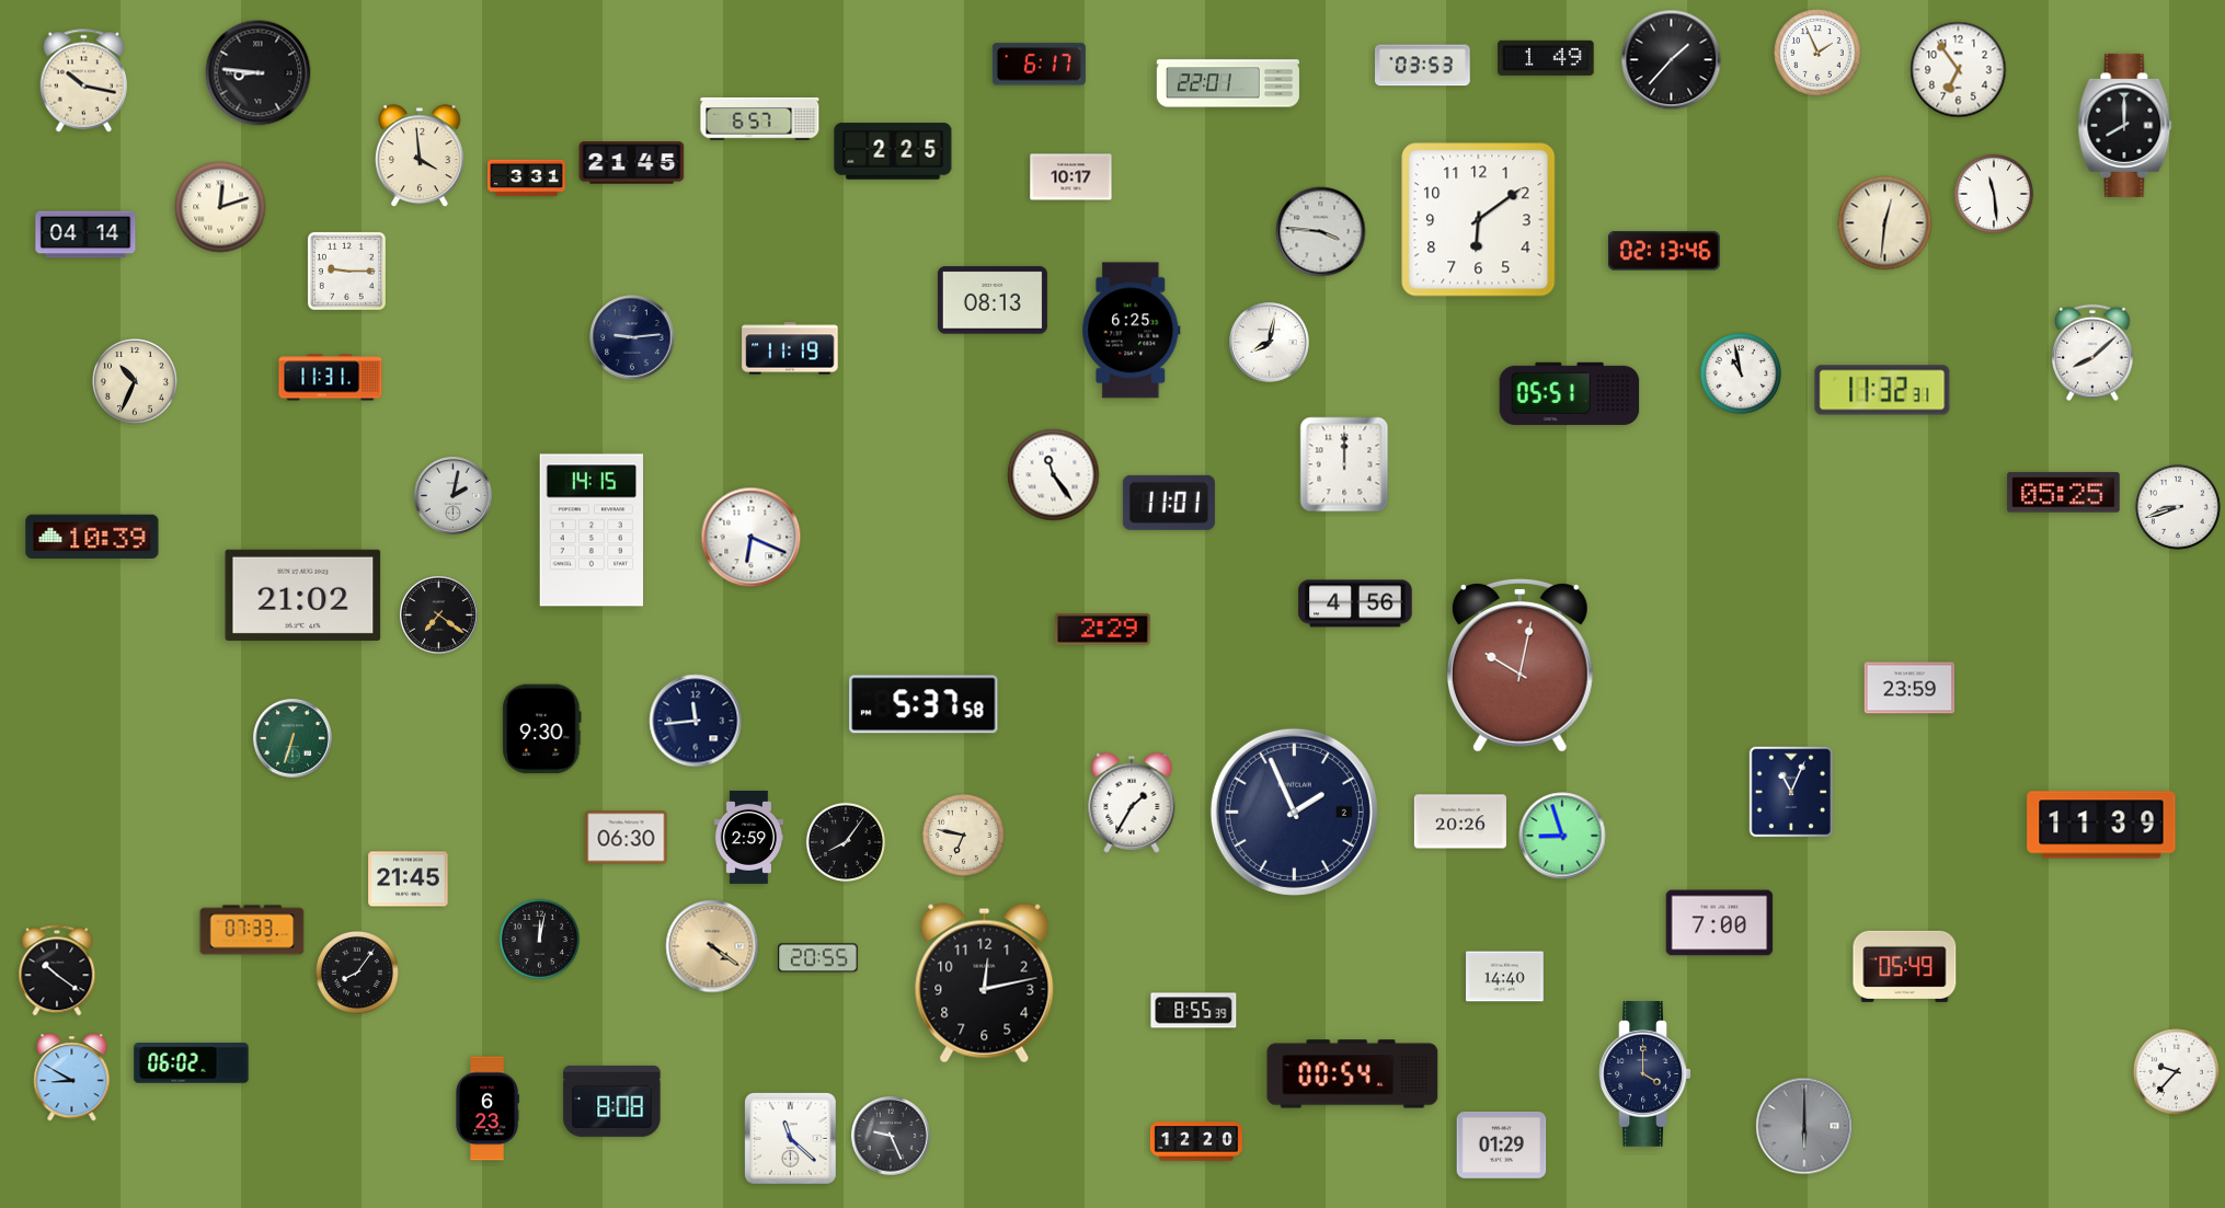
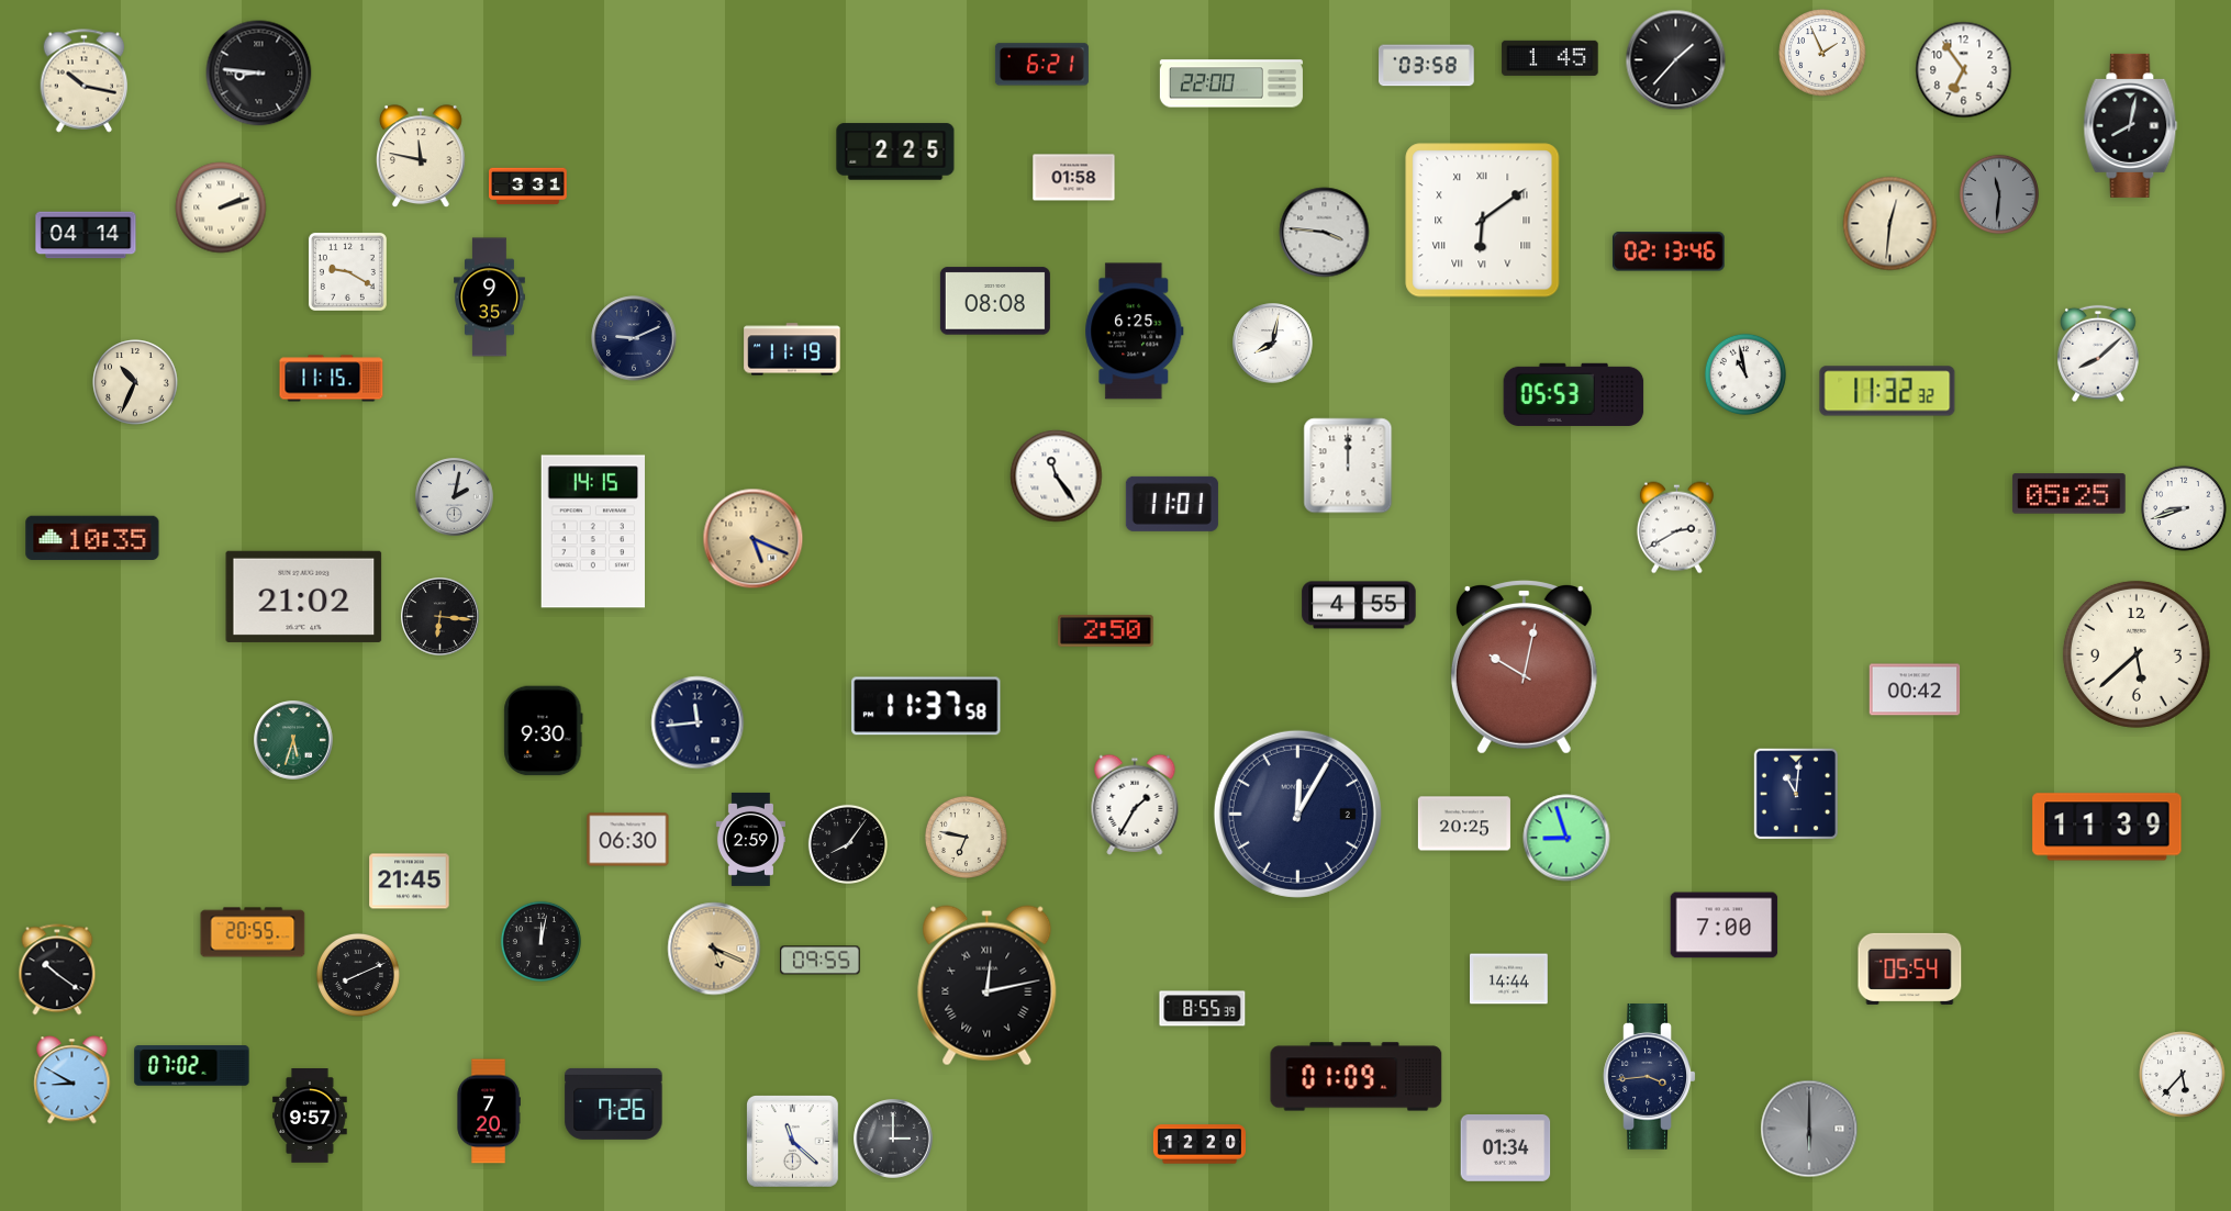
clock at (1546, 58): 1:49 -> 1:45
clock at (1039, 65): 6:17 -> 6:21
clock at (1423, 66): 03:53 -> 03:58
clock at (1228, 83): 22:01 -> 22:00
clock at (760, 119): 6:57 -> none
clock at (2125, 125): 8:00 -> 8:02
clock at (421, 157): 3:59 -> 11:47
clock at (632, 163): 21:45 -> none
clock at (1071, 177): 10:17 -> 01:58
clock at (527, 179) position: (527, 179) -> (528, 187)
clock at (1993, 193): 11:29 -> 11:31
clock at (1993, 193) dial: white -> grey
clock at (220, 207): 12:12 -> 2:12
clock at (1479, 220) numerals: Arabic -> Roman
clock at (346, 271): 9:15 -> 9:20
clock at (490, 298): none -> 9:35
clock at (993, 300): 08:13 -> 08:08
clock at (632, 337): 9:14 -> 9:11
clock at (331, 378): 11:31 -> 11:15
clock at (1882, 390): 11:32:31 -> 11:32:32
clock at (1570, 393): 05:51 -> 05:53
clock at (1676, 528): none -> 2:40
clock at (92, 537): 10:39 -> 10:35
clock at (752, 538): 6:19 -> 5:19
clock at (752, 538) dial: white -> champagne
clock at (1355, 603): 4:56 -> 4:55
clock at (439, 615): 7:21 -> 6:16
clock at (1103, 629): 2:29 -> 2:50
clock at (2137, 654): none -> 5:38
clock at (1909, 688): 23:59 -> 00:42
clock at (924, 704): 5:37 -> 11:37
clock at (293, 738): 6:33 -> 5:33
clock at (1790, 792): 11:04 -> 11:01
clock at (1294, 812): 1:56 -> 12:05
clock at (1460, 821): 20:26 -> 20:25
clock at (252, 930): 07:33 -> 20:55
clock at (712, 946): 4:21 -> 5:19
clock at (818, 958): 20:55 -> 09:55
clock at (1905, 966): 05:49 -> 05:54
clock at (57, 970) position: (57, 970) -> (57, 969)
clock at (357, 973): 8:06 -> 8:11
clock at (1505, 977): 14:40 -> 14:44
clock at (985, 983) numerals: Arabic -> Roman
clock at (1194, 1011) position: (1194, 1011) -> (1203, 1009)
clock at (192, 1063): 06:02 -> 07:02
clock at (2177, 1072): 9:37 -> 5:37
clock at (1353, 1074): 00:54 -> 01:09
clock at (1645, 1074): 4:00 -> 3:44
clock at (612, 1101): 8:08 -> 7:26
clock at (488, 1108): 6:23 -> 7:20
clock at (310, 1117): none -> 9:57
clock at (891, 1136): 9:26 -> 3:00
clock at (1502, 1144): 01:29 -> 01:34
